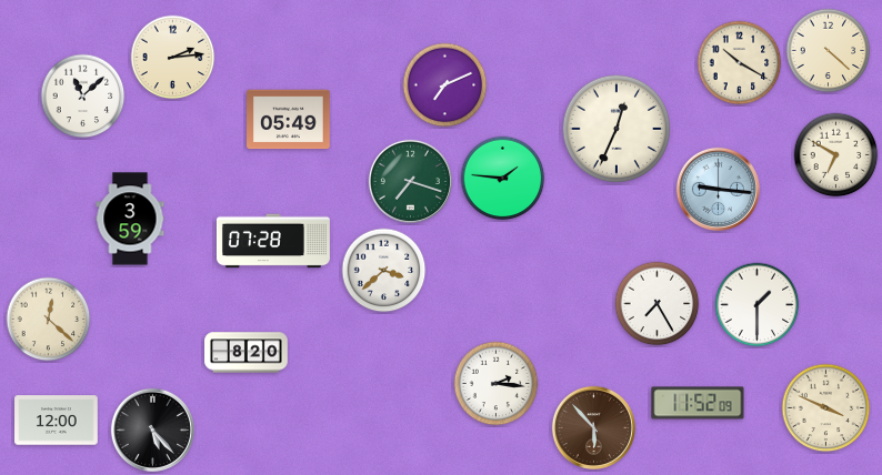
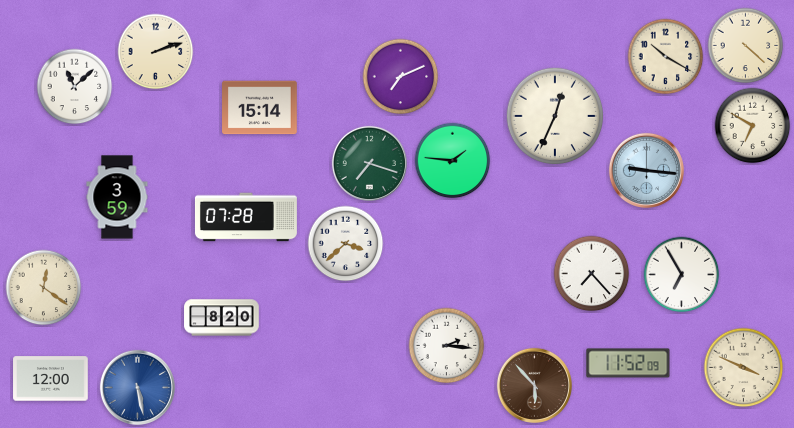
clock at (173, 58): 2:14 -> 2:12
clock at (289, 120): 05:49 -> 15:14
clock at (836, 155) position: (836, 155) -> (753, 126)
clock at (658, 304): 7:25 -> 7:23
clock at (758, 305): 1:30 -> 6:55
clock at (49, 320): 12:22 -> 12:21
clock at (152, 429): 5:23 -> 5:28
clock at (152, 429) dial: black -> blue
